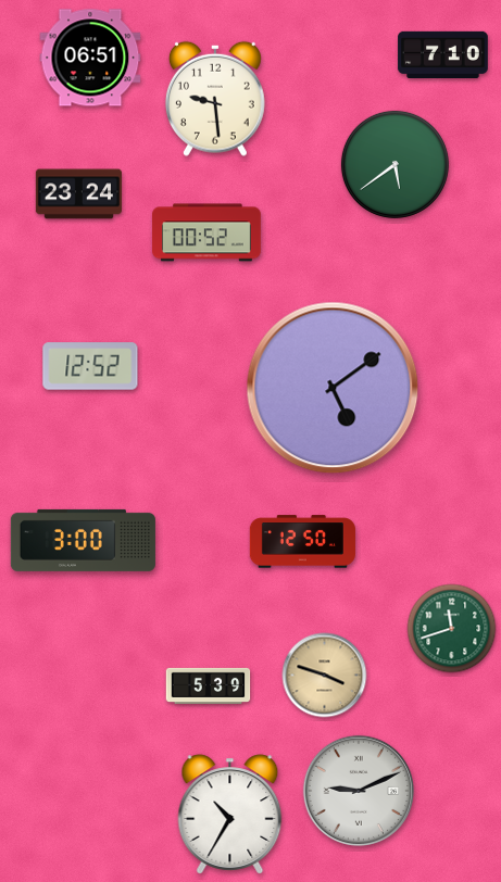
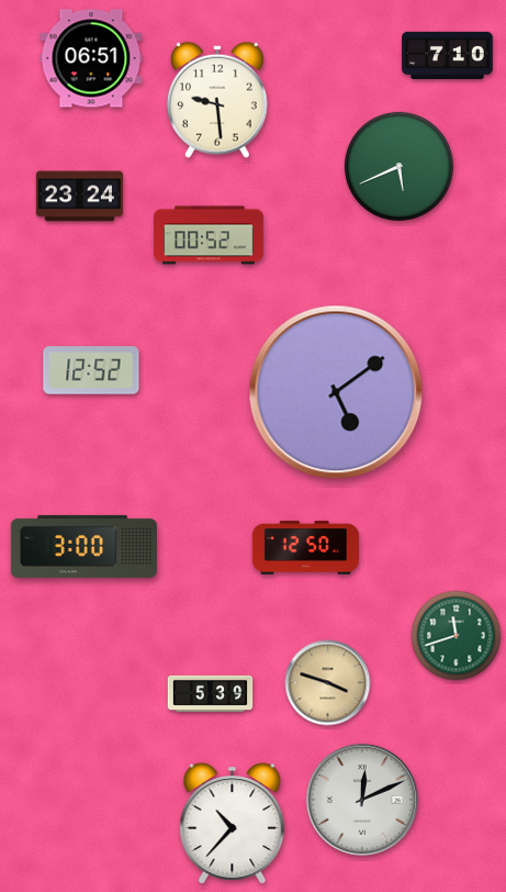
clock at (394, 164): 5:39 -> 5:41
clock at (358, 790): 9:11 -> 12:11
clock at (230, 815): 10:35 -> 10:37
